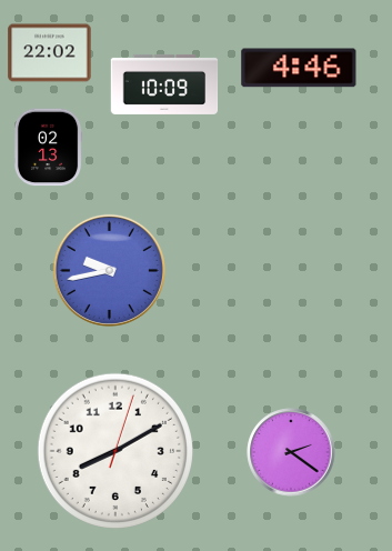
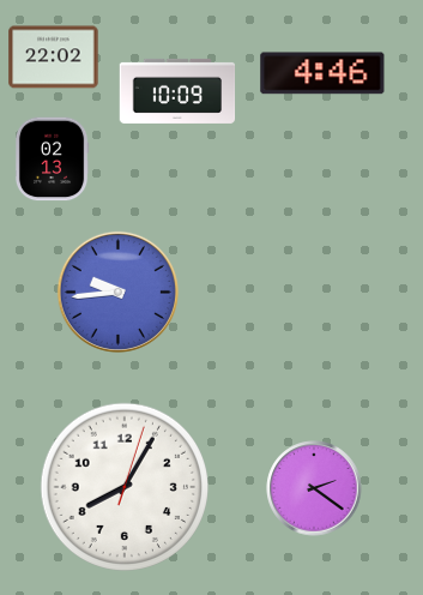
clock at (109, 270): 9:43 -> 9:44
clock at (114, 450): 8:10 -> 8:05
